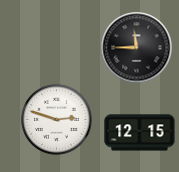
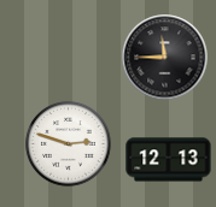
clock at (140, 133): 12:15 -> 12:13
